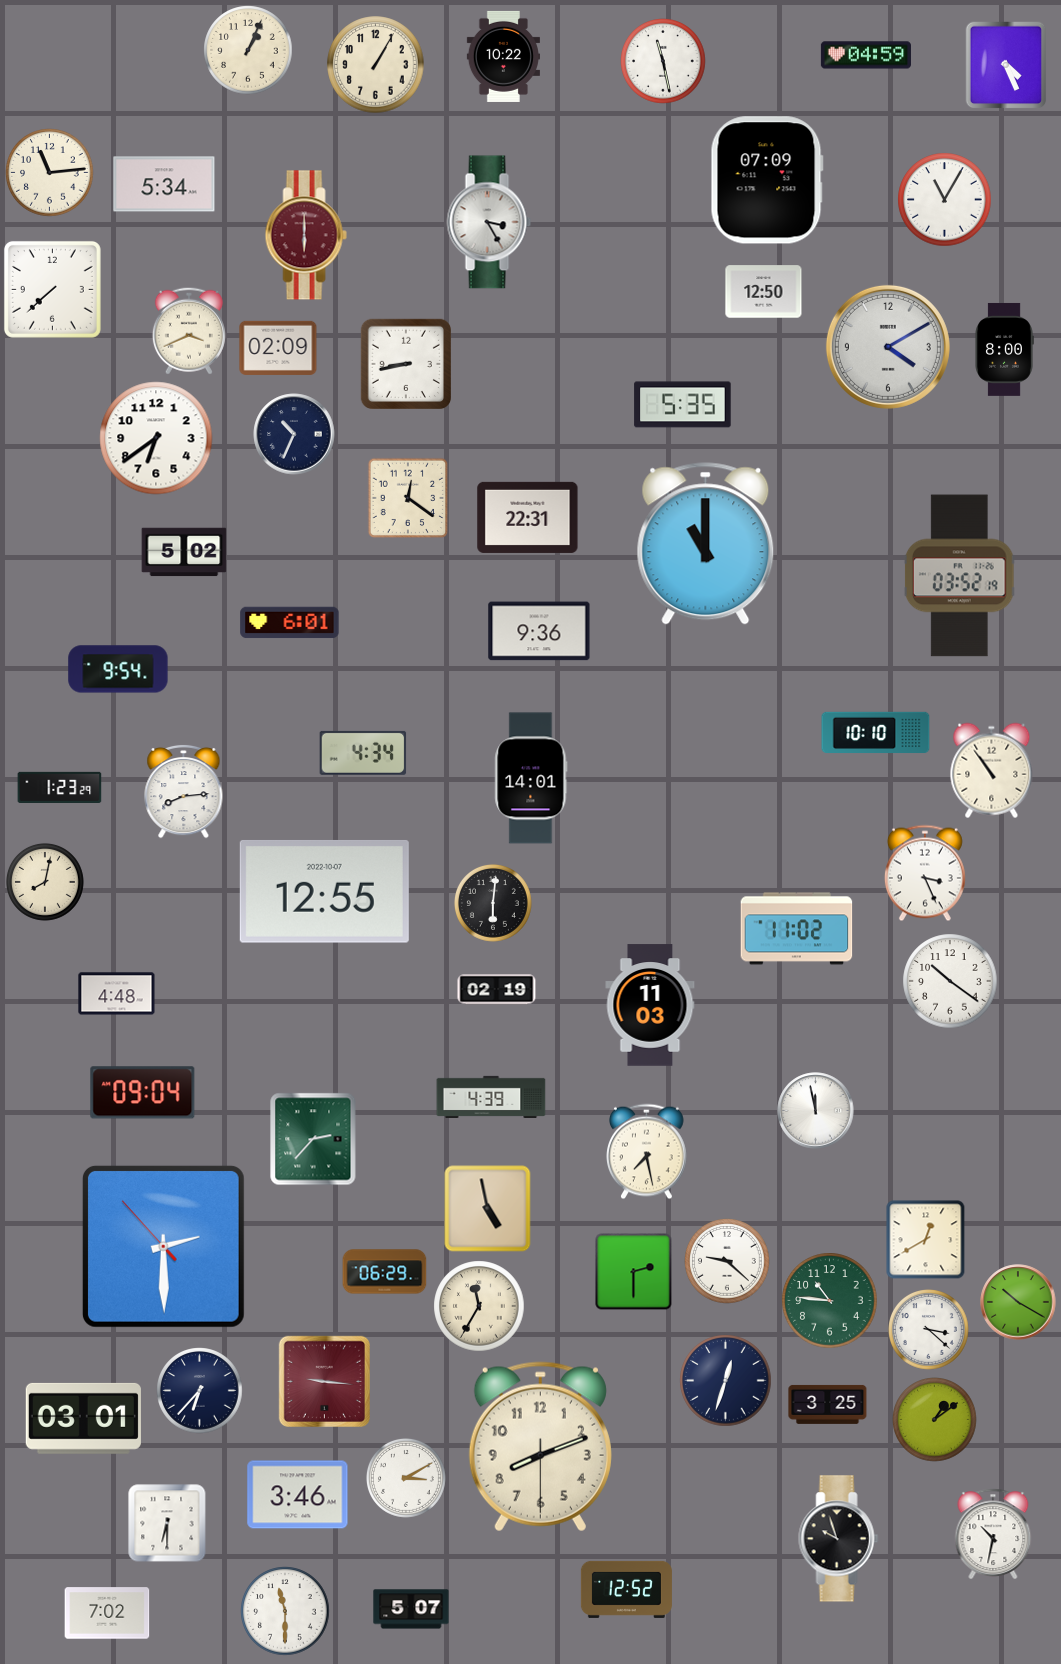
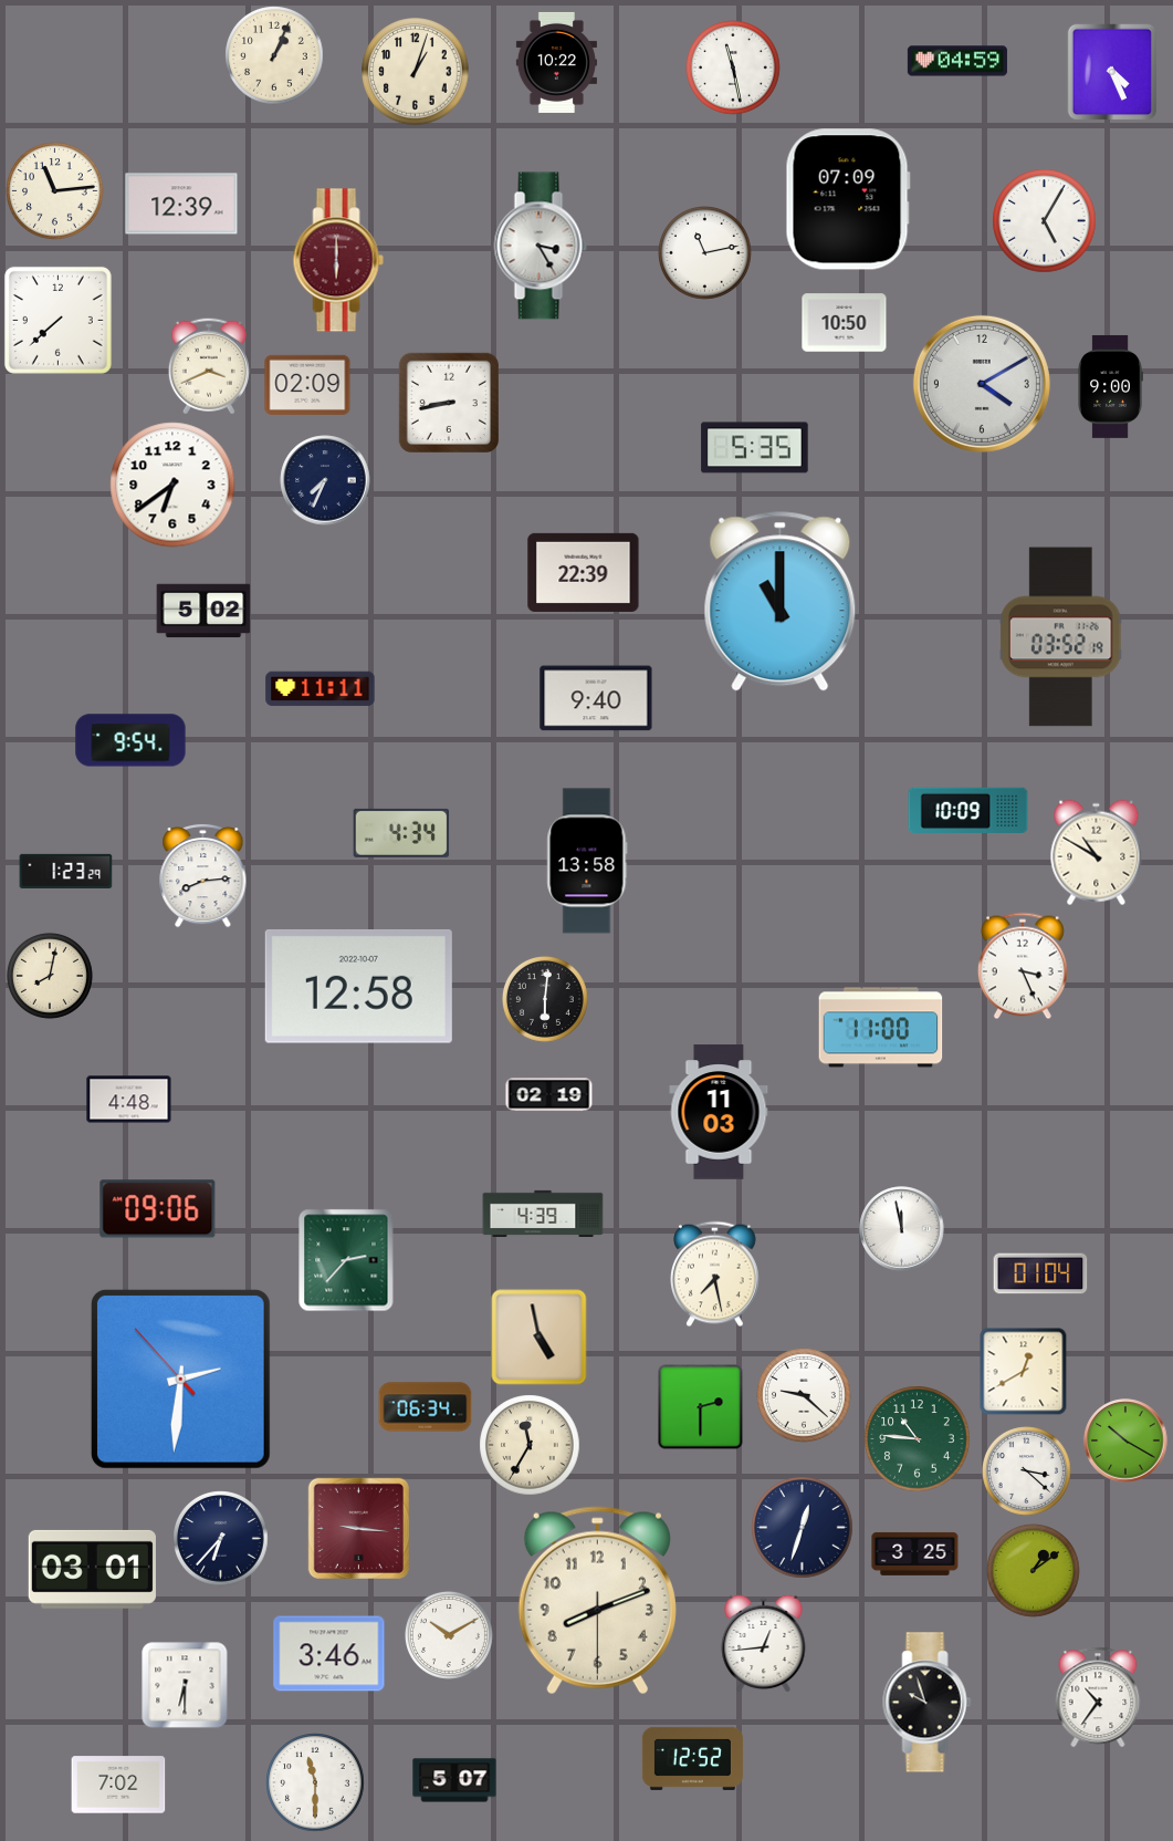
clock at (376, 65): 1:05 -> 1:03
clock at (164, 184): 5:34 -> 12:39
clock at (945, 200): 11:05 -> 5:05
clock at (705, 253): none -> 11:13
clock at (764, 292): 12:50 -> 10:50
clock at (1004, 349): 8:00 -> 9:00
clock at (294, 434): 10:34 -> 7:34
clock at (408, 498): 12:21 -> none
clock at (528, 517): 22:31 -> 22:39
clock at (290, 623): 6:01 -> 11:11
clock at (539, 631): 9:36 -> 9:40
clock at (876, 733): 10:10 -> 10:09
clock at (992, 771): 10:54 -> 10:50
clock at (531, 778): 14:01 -> 13:58
clock at (324, 891): 12:55 -> 12:58
clock at (797, 929): 11:02 -> 11:00
clock at (950, 981): 10:21 -> none
clock at (143, 1093): 09:04 -> 09:06
clock at (1040, 1273): none -> 01:04
clock at (163, 1246): 2:29 -> 2:30
clock at (385, 1272): 06:29 -> 06:34
clock at (407, 1479): 3:10 -> 10:10
clock at (764, 1643): none -> 12:44
clock at (993, 1534): 10:32 -> 10:36
